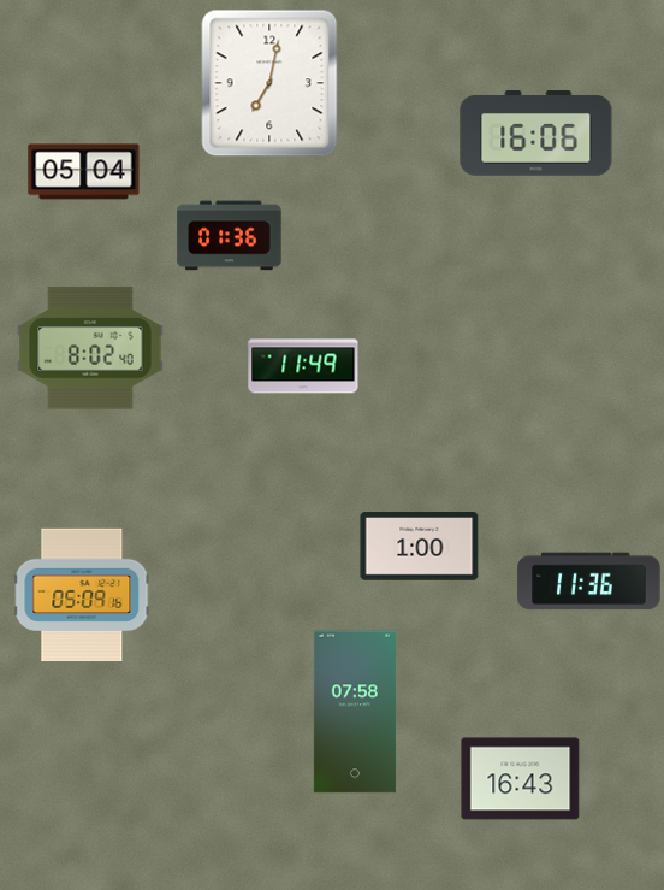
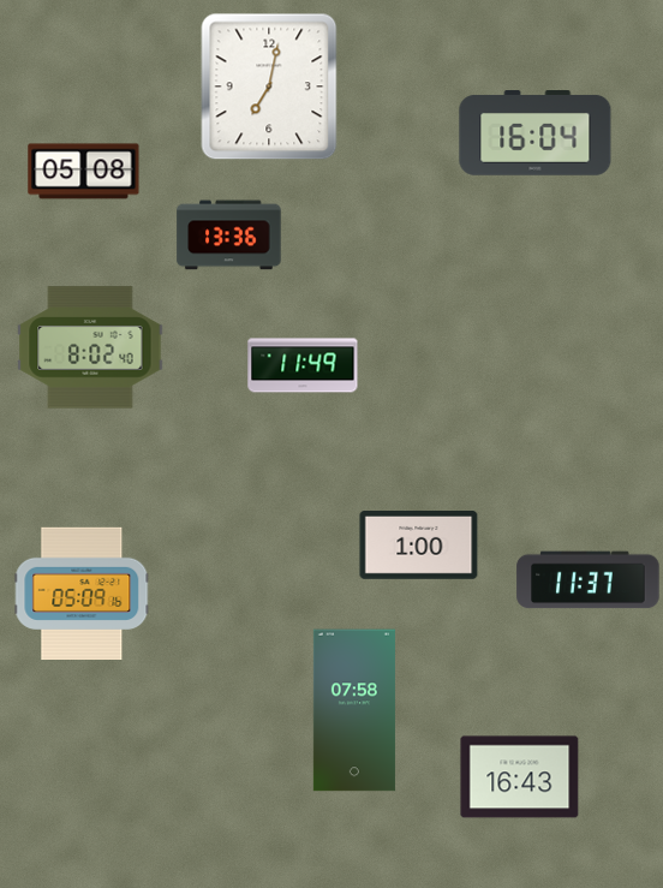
clock at (269, 83) position: (269, 83) -> (269, 87)
clock at (536, 134): 16:06 -> 16:04
clock at (84, 172): 05:04 -> 05:08
clock at (230, 236): 01:36 -> 13:36
clock at (589, 582): 11:36 -> 11:37
